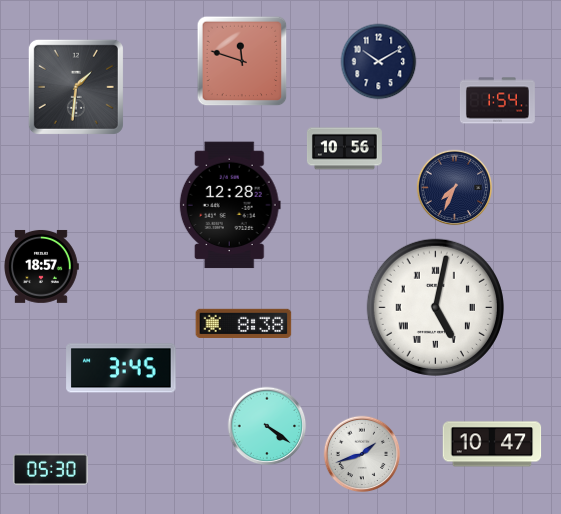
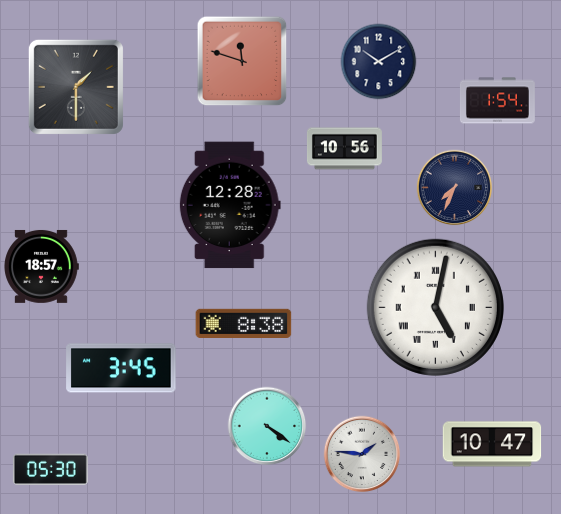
clock at (76, 87): 1:31 -> 1:30
clock at (362, 454): 1:42 -> 1:46
